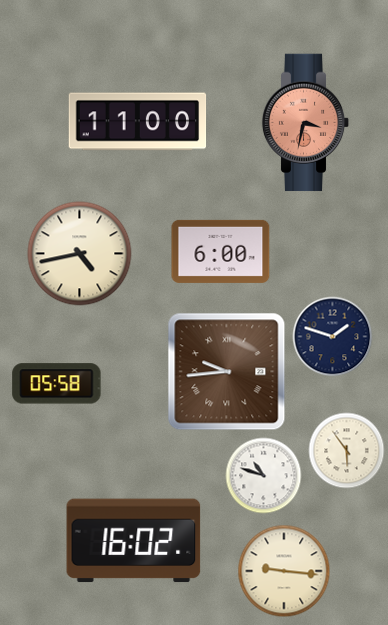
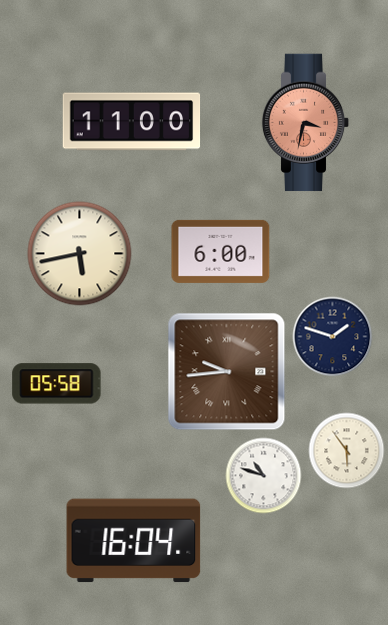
clock at (138, 122) position: (138, 122) -> (132, 122)
clock at (80, 254): 4:43 -> 5:43
clock at (134, 541): 16:02 -> 16:04
clock at (284, 571): 9:16 -> none
